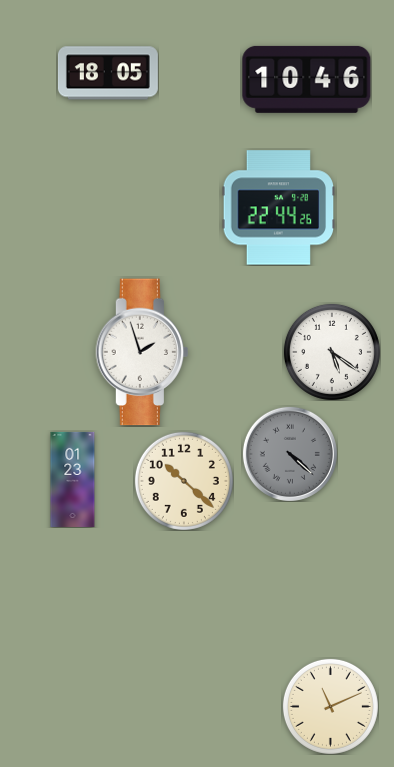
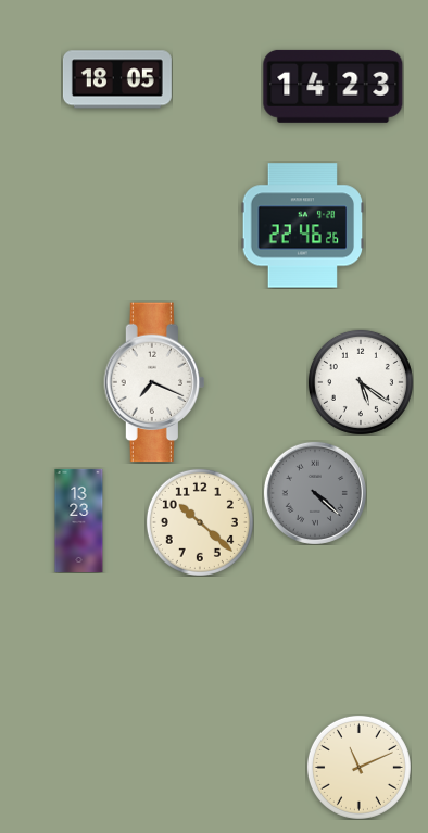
clock at (307, 79): 10:46 -> 14:23
clock at (279, 208): 22:44 -> 22:46
clock at (141, 352): 1:57 -> 7:19
clock at (73, 479): 01:23 -> 13:23
